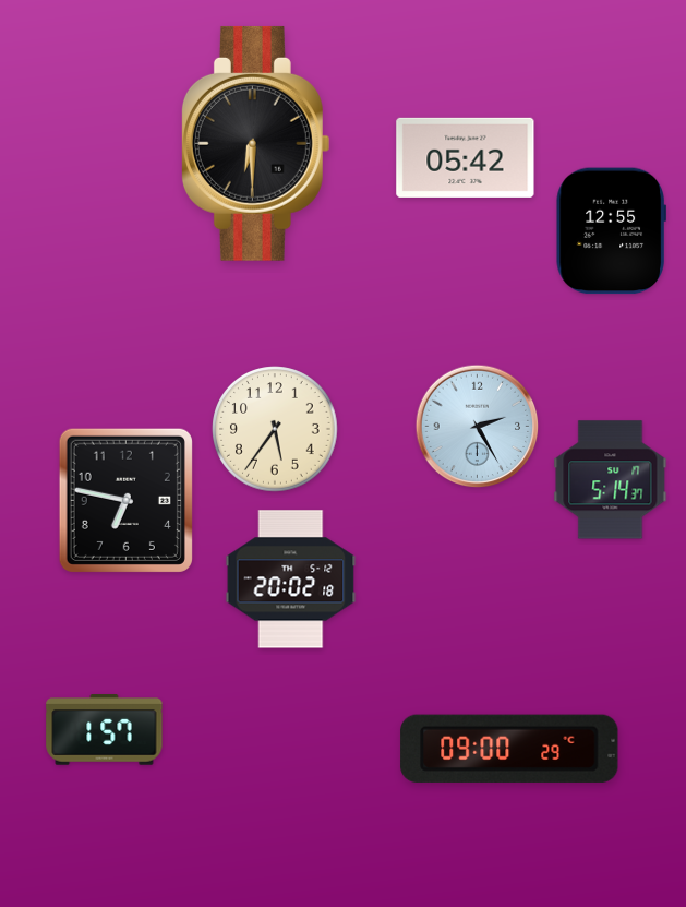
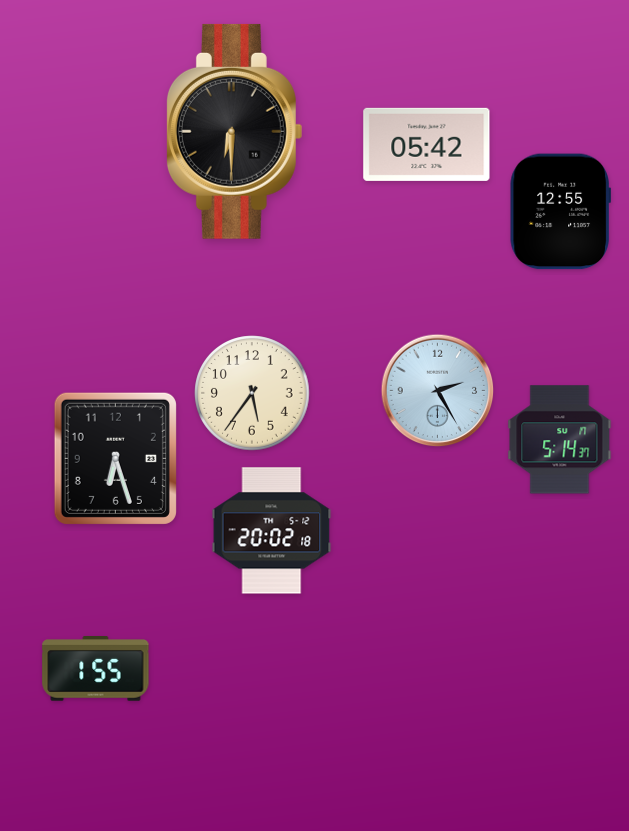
clock at (125, 500): 6:47 -> 6:27
clock at (291, 580) position: (291, 580) -> (272, 531)
clock at (105, 730): 1:57 -> 1:55
clock at (509, 749): 09:00 -> none
